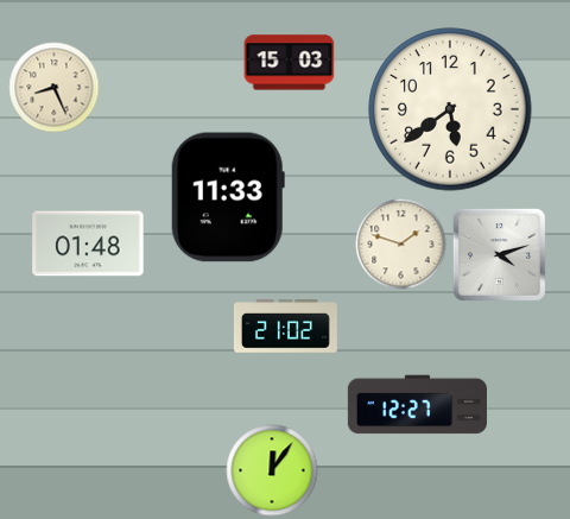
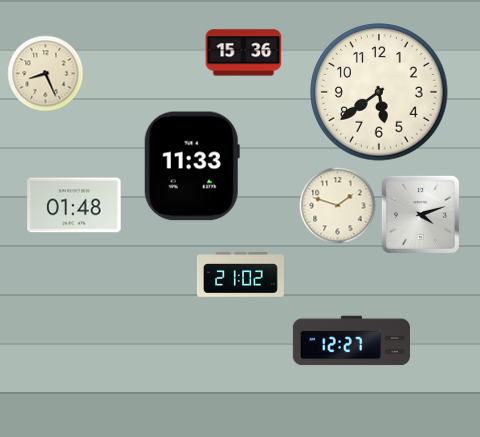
clock at (290, 63): 15:03 -> 15:36
clock at (272, 470): 12:06 -> none
